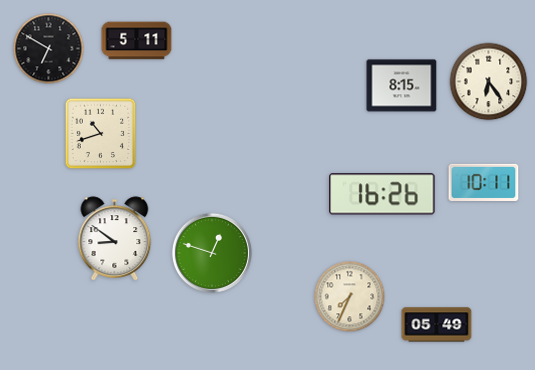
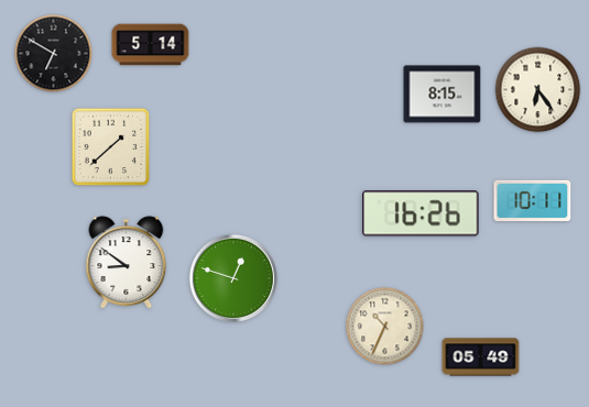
clock at (137, 41): 5:11 -> 5:14
clock at (101, 134): 10:42 -> 1:38
clock at (350, 297): 7:34 -> 10:34
